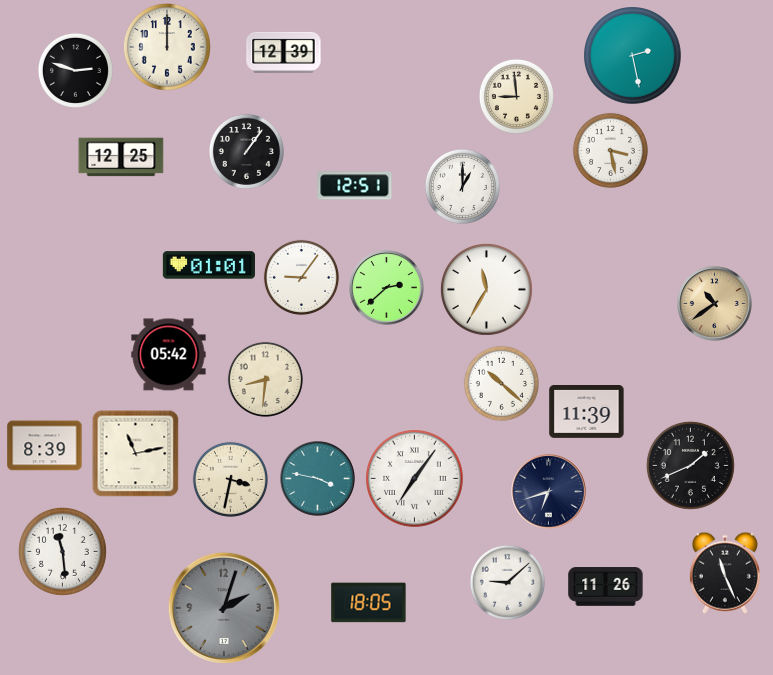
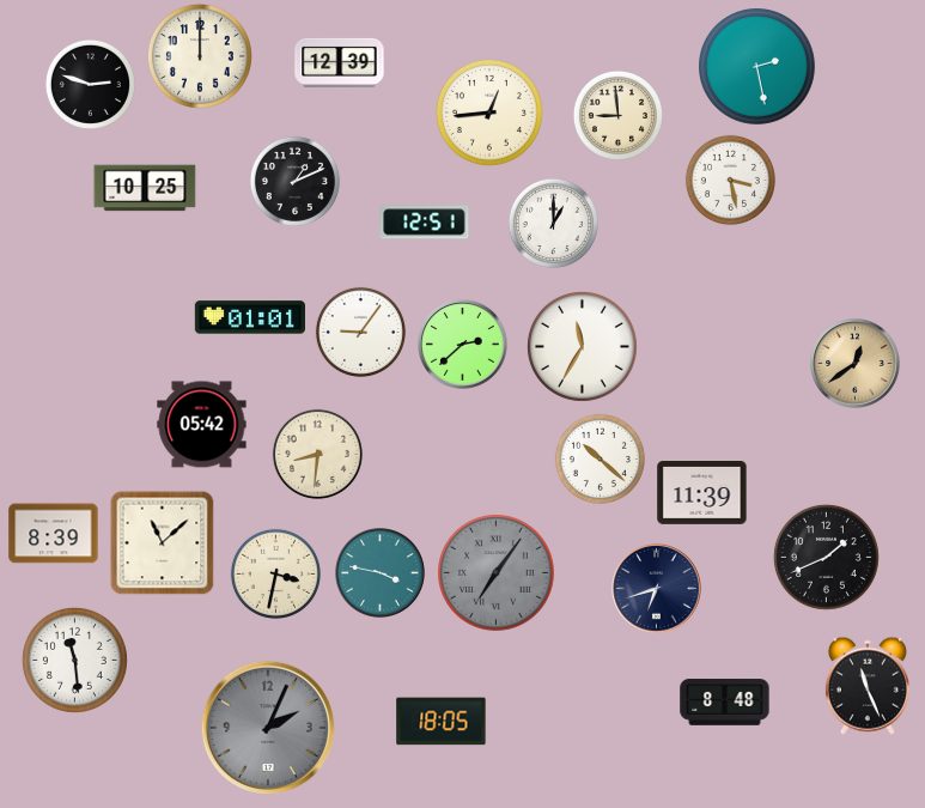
clock at (489, 113): none -> 12:44
clock at (246, 151): 1:06 -> 1:11
clock at (121, 157): 12:25 -> 10:25
clock at (715, 304): 10:39 -> 12:39
clock at (136, 454): 11:13 -> 11:08
clock at (415, 479) dial: white -> grey
clock at (507, 582): 9:08 -> none
clock at (606, 587): 11:26 -> 8:48
clock at (224, 608): 2:03 -> 2:04
